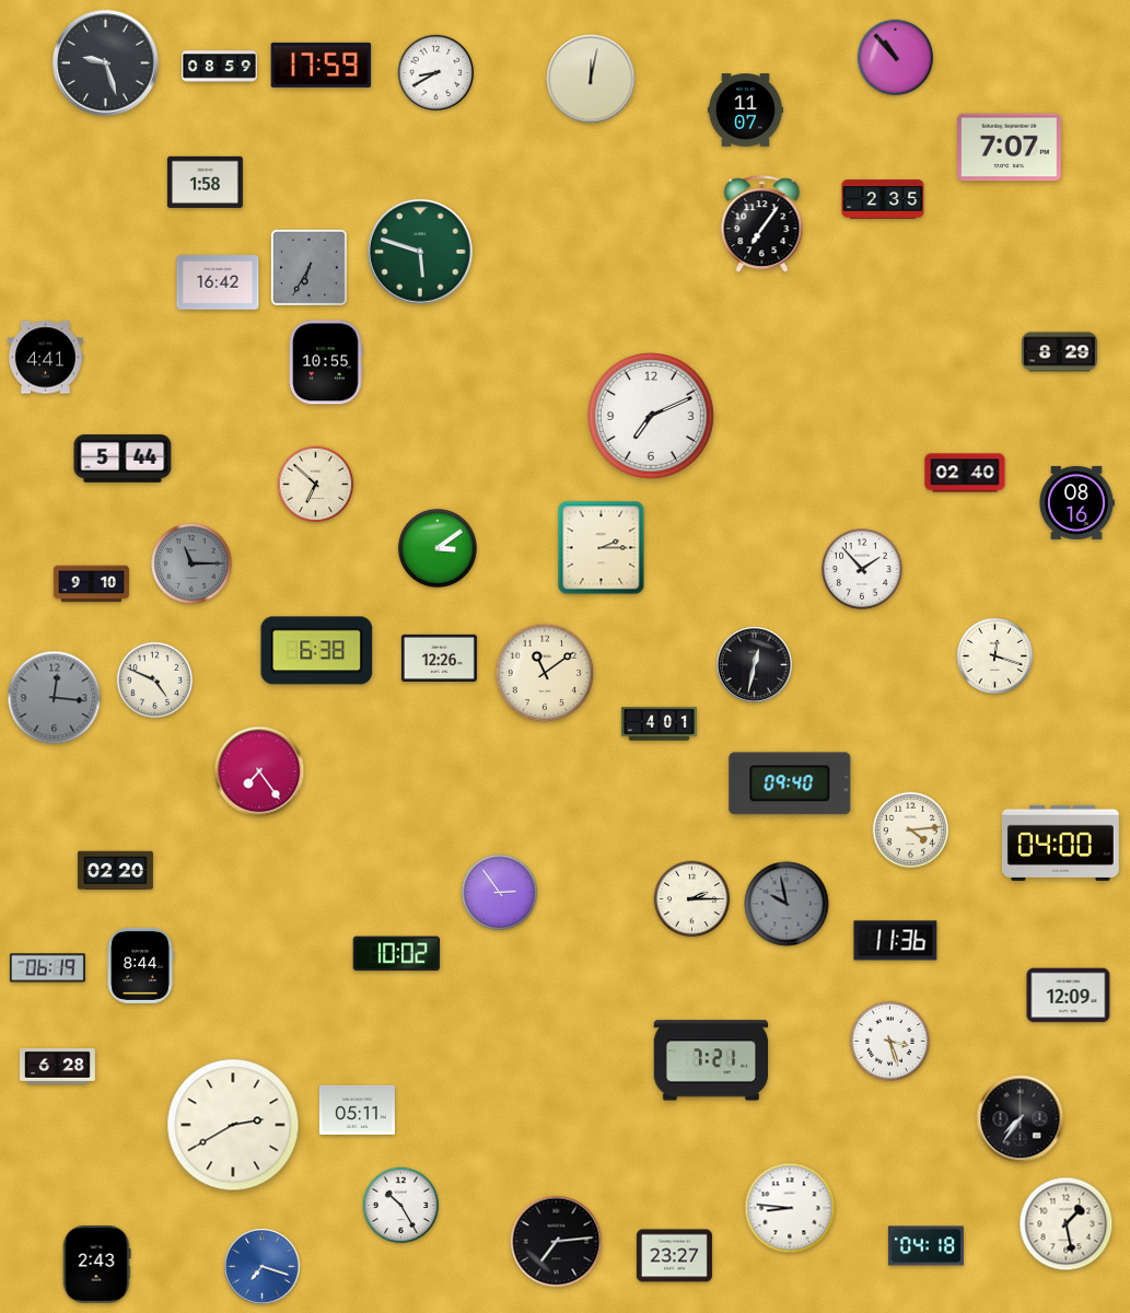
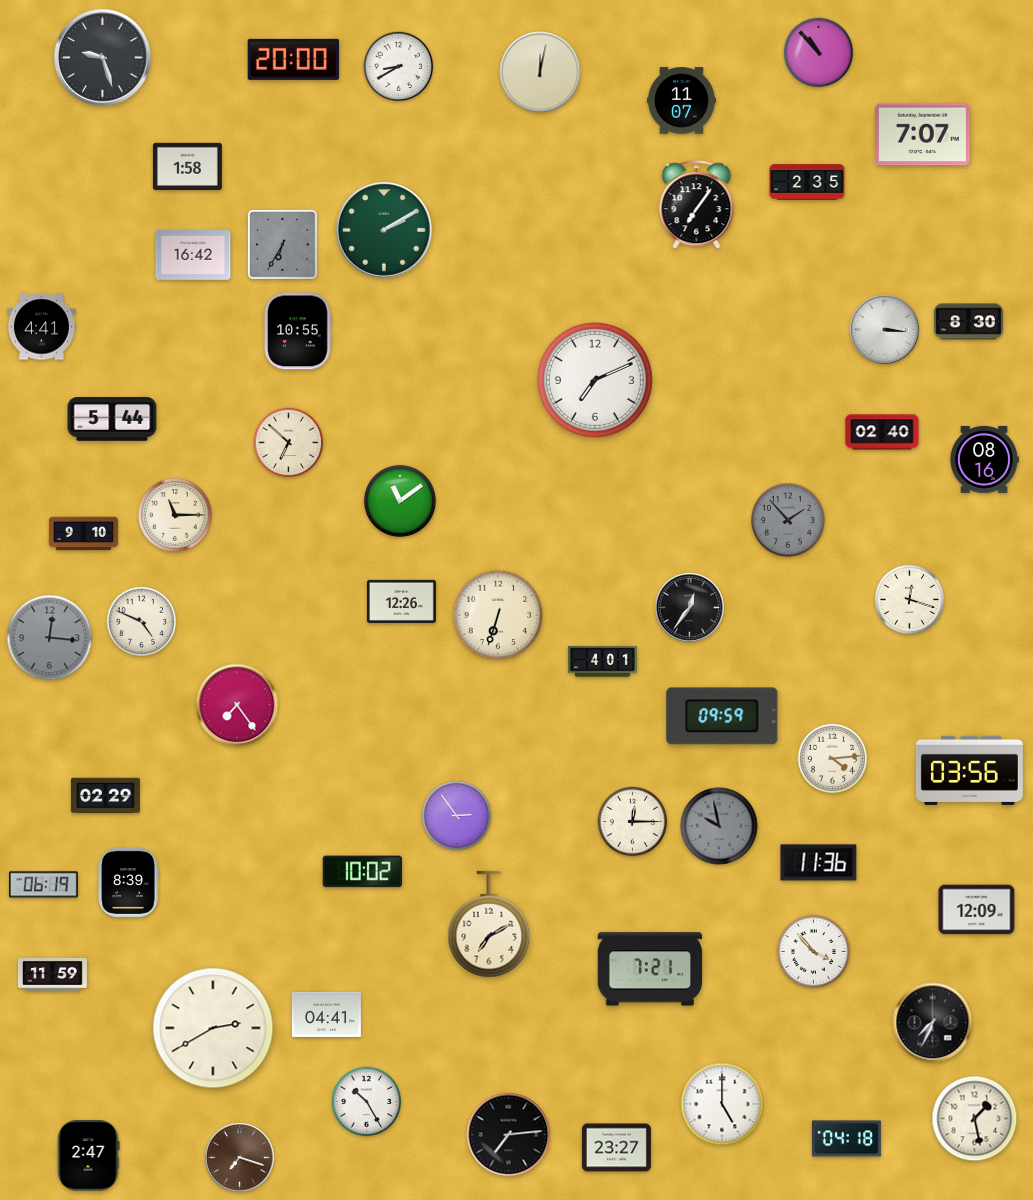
clock at (106, 63) position: (106, 63) -> (103, 58)
clock at (322, 65): 17:59 -> 20:00
clock at (219, 67): 08:59 -> none
clock at (421, 253): 5:48 -> 2:10
clock at (218, 283) position: (218, 283) -> (193, 256)
clock at (1059, 352): 8:29 -> 8:30
clock at (885, 330): none -> 3:16
clock at (438, 548): 3:09 -> 11:09
clock at (602, 548): 2:15 -> none
clock at (193, 565) dial: grey -> cream
clock at (863, 570) dial: white -> grey
clock at (317, 651): 6:38 -> none
clock at (755, 665): 12:32 -> 12:36
clock at (545, 673): 11:09 -> 6:33
clock at (790, 783): 09:40 -> 09:59
clock at (1060, 843): 04:00 -> 03:56
clock at (115, 871): 02:20 -> 02:29
clock at (692, 899): 2:15 -> 12:15
clock at (896, 941) position: (896, 941) -> (819, 863)
clock at (140, 965): 8:44 -> 8:39
clock at (489, 924): none -> 7:10
clock at (889, 1041): 3:27 -> 3:53
clock at (57, 1067): 6:28 -> 11:59
clock at (357, 1109): 05:11 -> 04:41
clock at (1021, 1119): 7:36 -> 7:34
clock at (790, 1208): 8:46 -> 5:00
clock at (96, 1265): 2:43 -> 2:47
clock at (263, 1267) dial: blue -> brown
